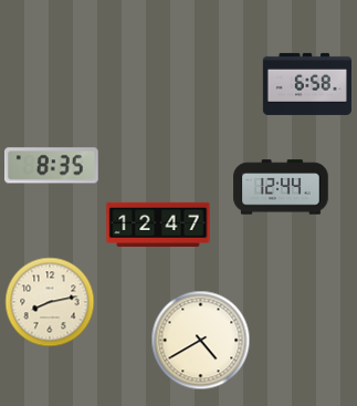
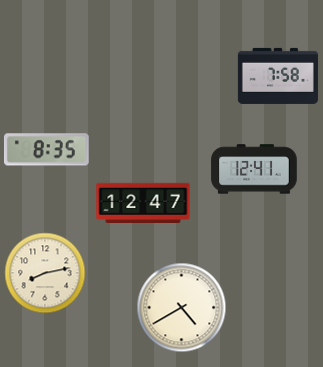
clock at (307, 84): 6:58 -> 7:58
clock at (281, 187): 12:44 -> 12:41
